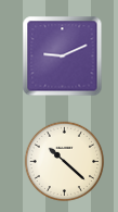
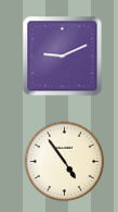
clock at (65, 162): 10:22 -> 4:54
